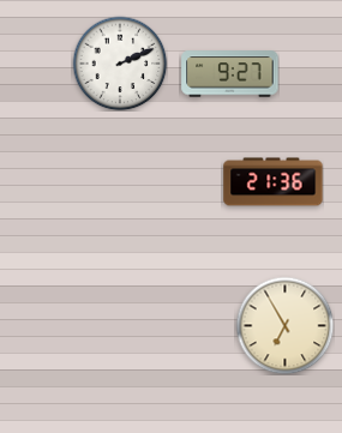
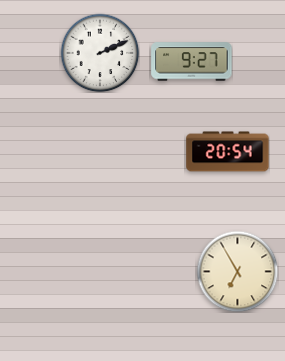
clock at (274, 182): 21:36 -> 20:54
